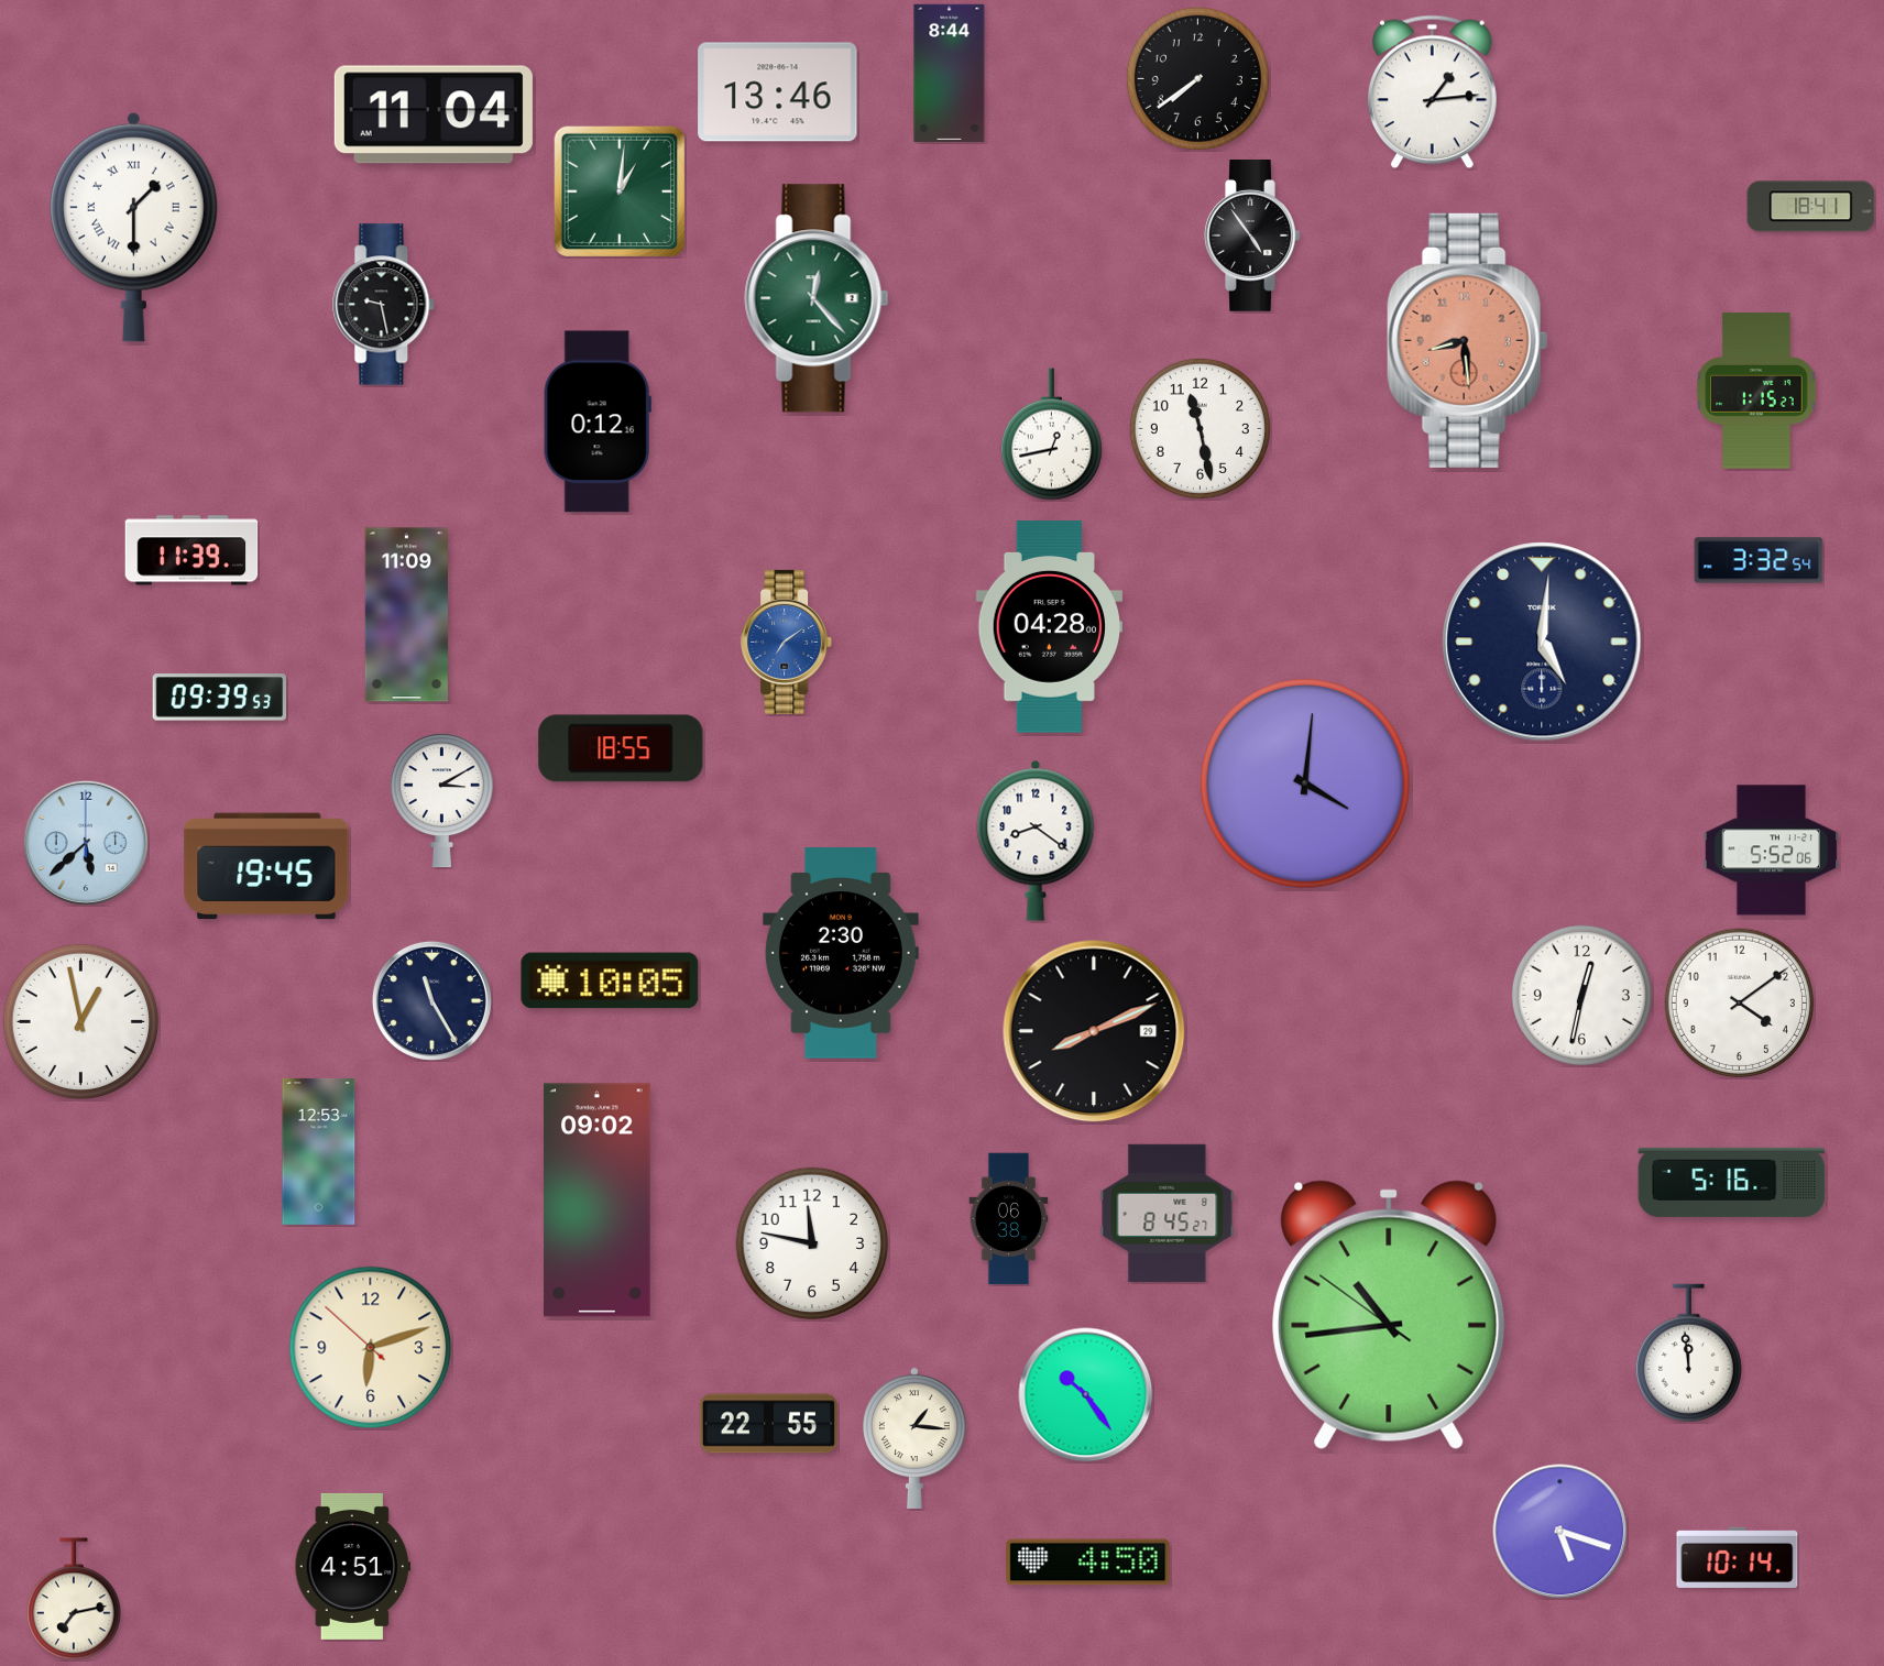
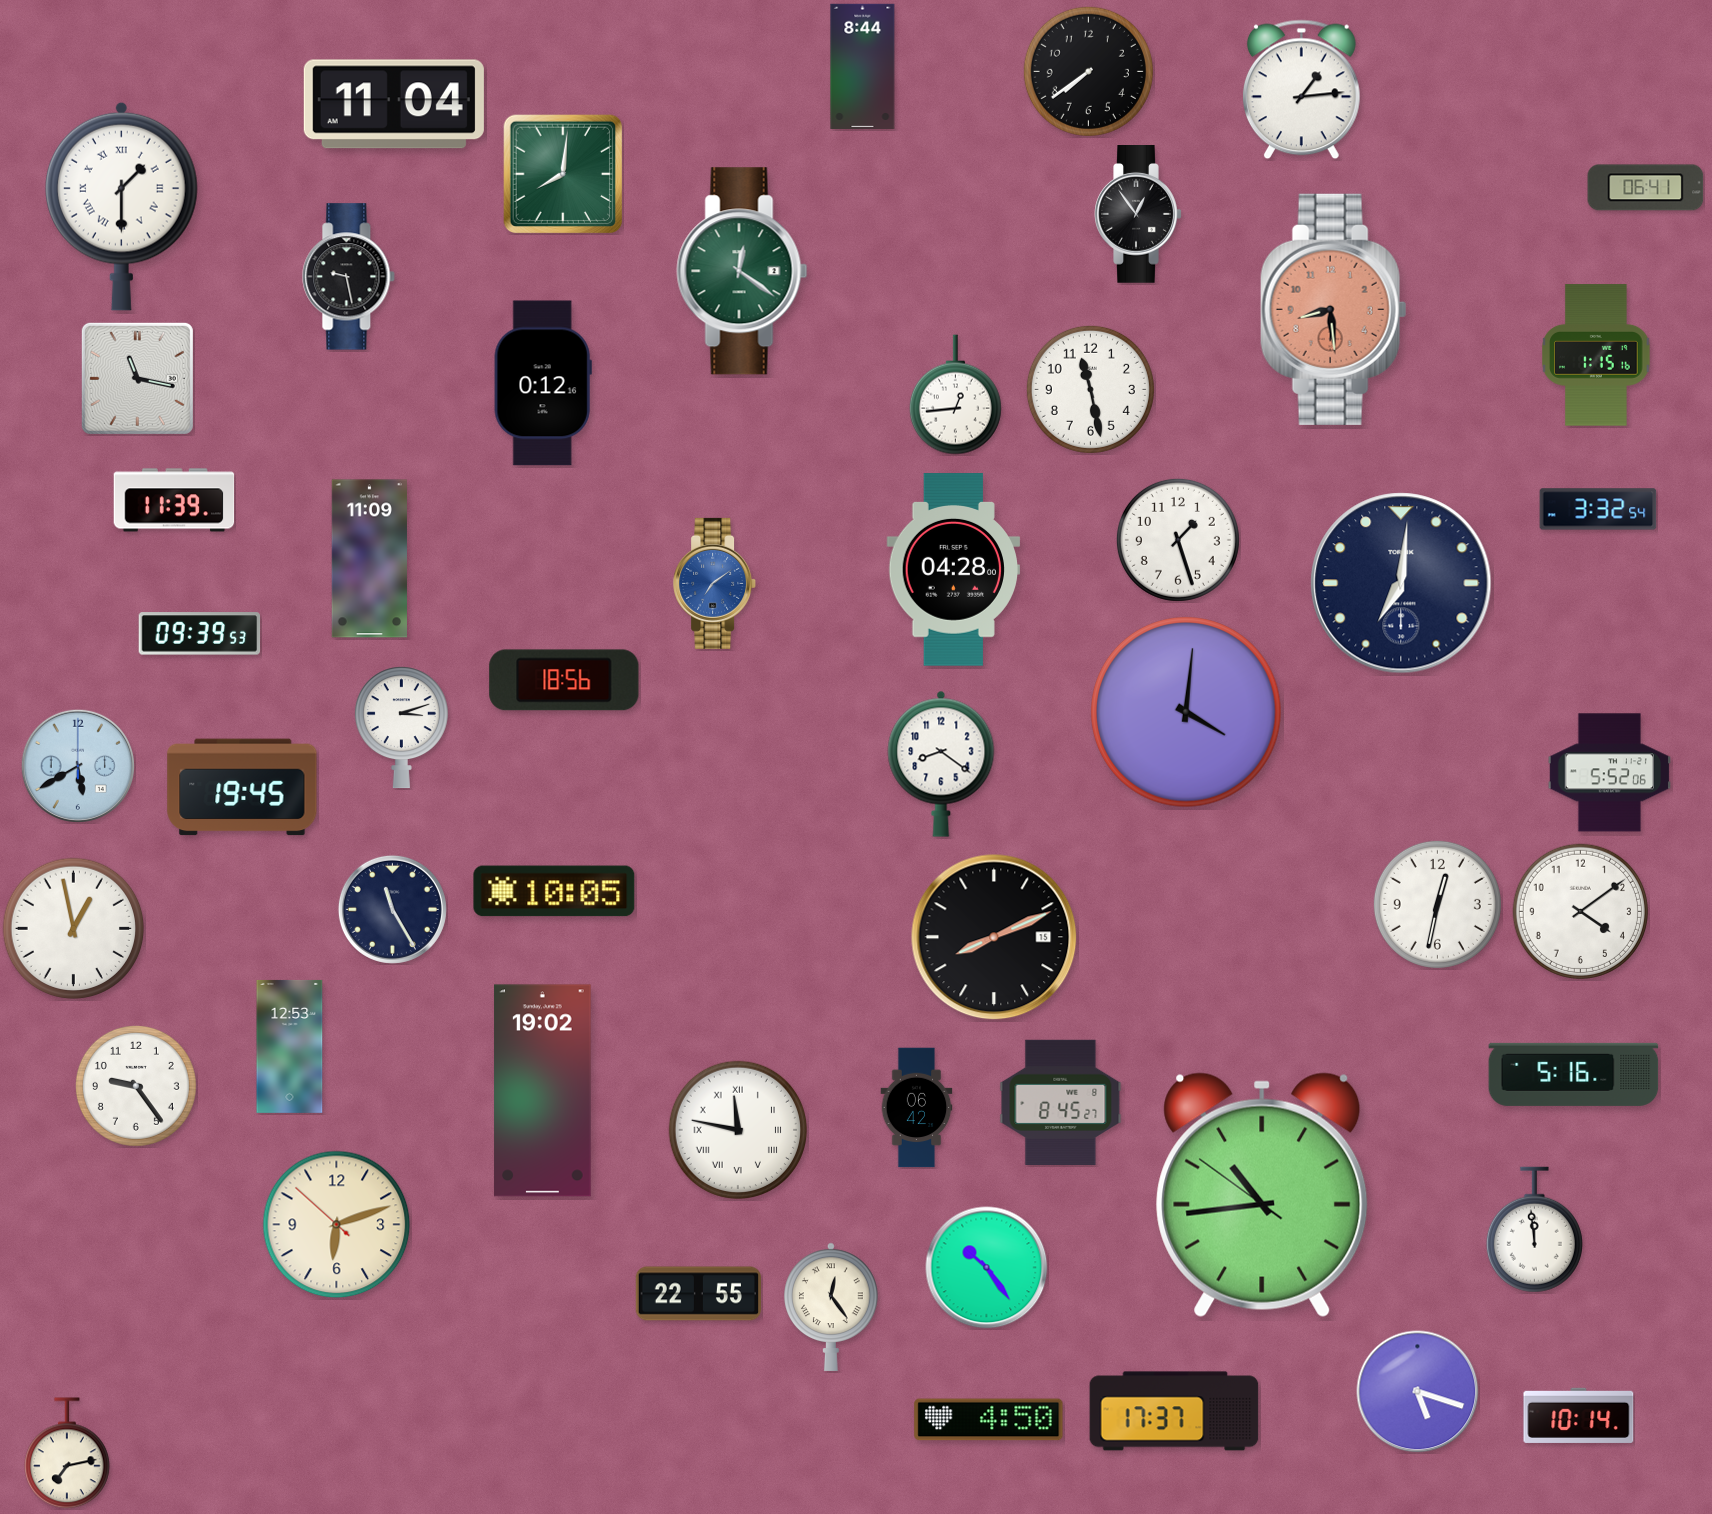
clock at (778, 92): 13:46 -> none
clock at (1432, 92) position: (1432, 92) -> (1301, 90)
clock at (620, 191): 1:01 -> 8:01
clock at (1811, 207): 18:41 -> 06:41
clock at (1252, 237): 4:54 -> 12:54
clock at (817, 298): 12:23 -> 12:21
clock at (1756, 391): 1:15:27 -> 1:15:16
clock at (137, 378): none -> 11:17
clock at (1051, 435): 12:43 -> 12:44
clock at (1178, 540): none -> 1:27
clock at (1542, 642): 5:01 -> 7:01
clock at (621, 748): 18:55 -> 18:56
clock at (441, 801): 3:10 -> 3:12
clock at (85, 842): 5:38 -> 5:40
clock at (841, 954): 2:30 -> none
clock at (1094, 1031) date: 29 -> 15
clock at (136, 1086): none -> 9:24
clock at (598, 1201): 09:02 -> 19:02
clock at (1009, 1219): 06:38 -> 06:42
clock at (811, 1242) numerals: Arabic -> Roman
clock at (916, 1438): 1:16 -> 12:24
clock at (1174, 1411): none -> 17:37
clock at (352, 1566): 4:51 -> none
